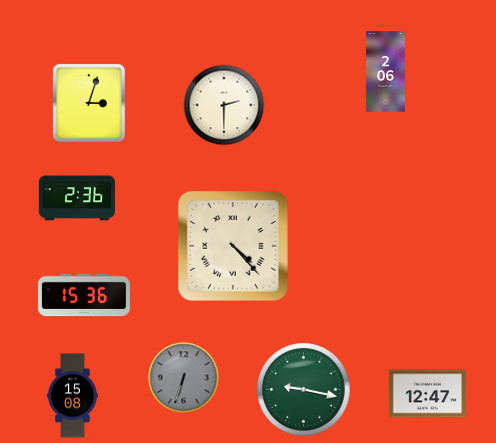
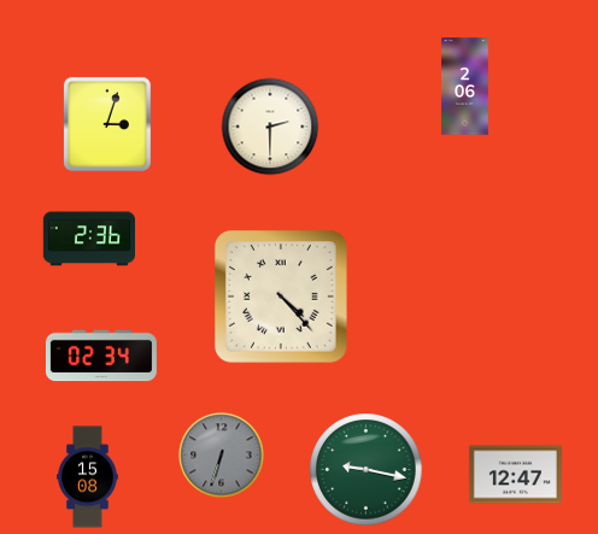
clock at (76, 198) position: (76, 198) -> (88, 239)
clock at (84, 295): 15:36 -> 02:34
